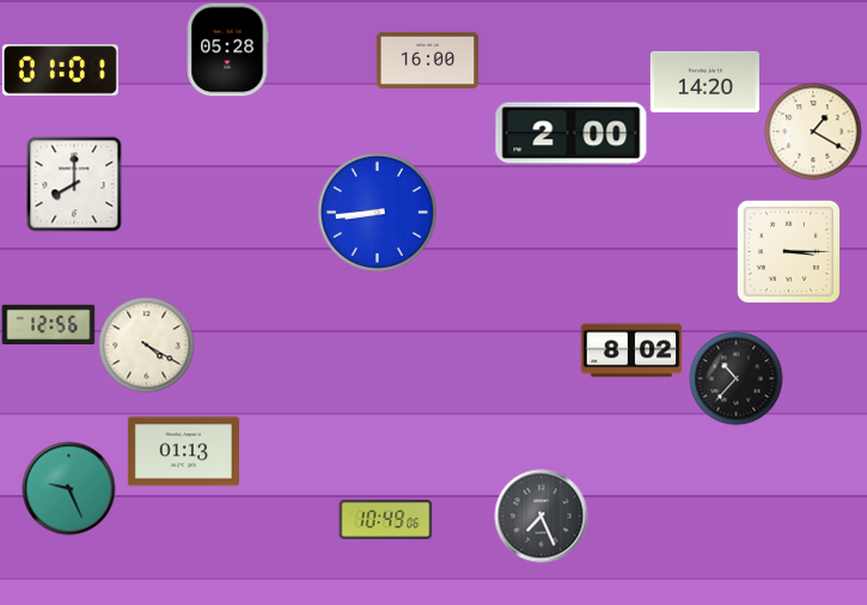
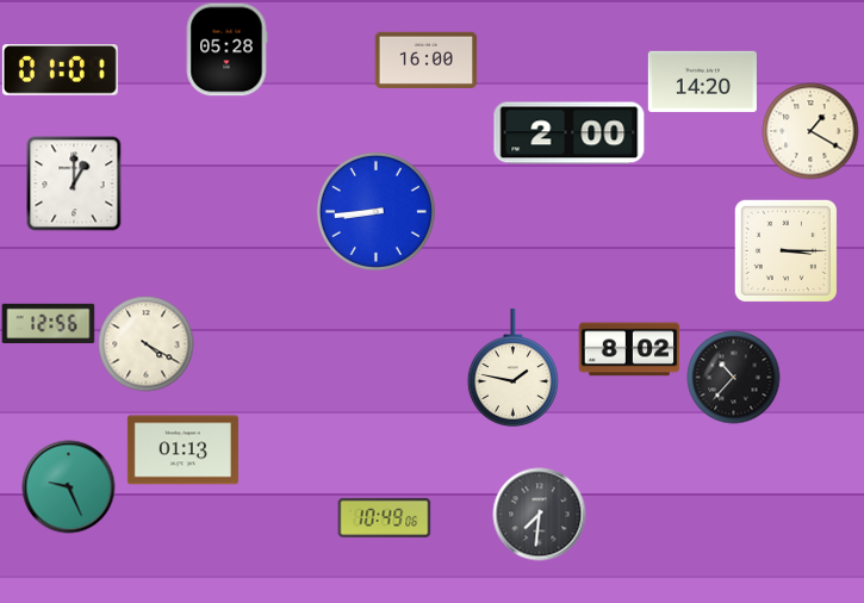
clock at (74, 184): 8:00 -> 1:00
clock at (512, 367): none -> 1:47
clock at (541, 515): 7:26 -> 7:31
